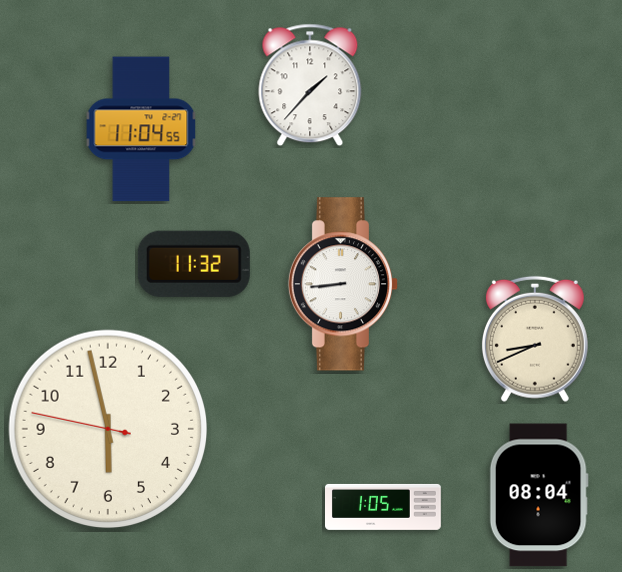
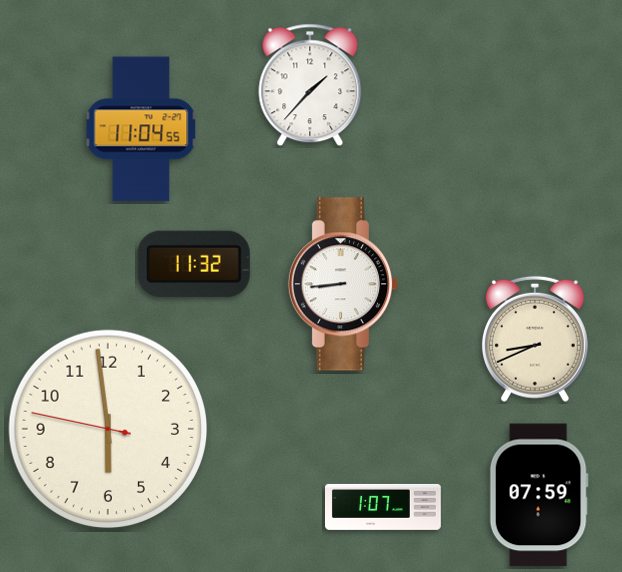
clock at (108, 429): 5:57 -> 5:58
clock at (539, 495): 08:04 -> 07:59
clock at (384, 507): 1:05 -> 1:07
